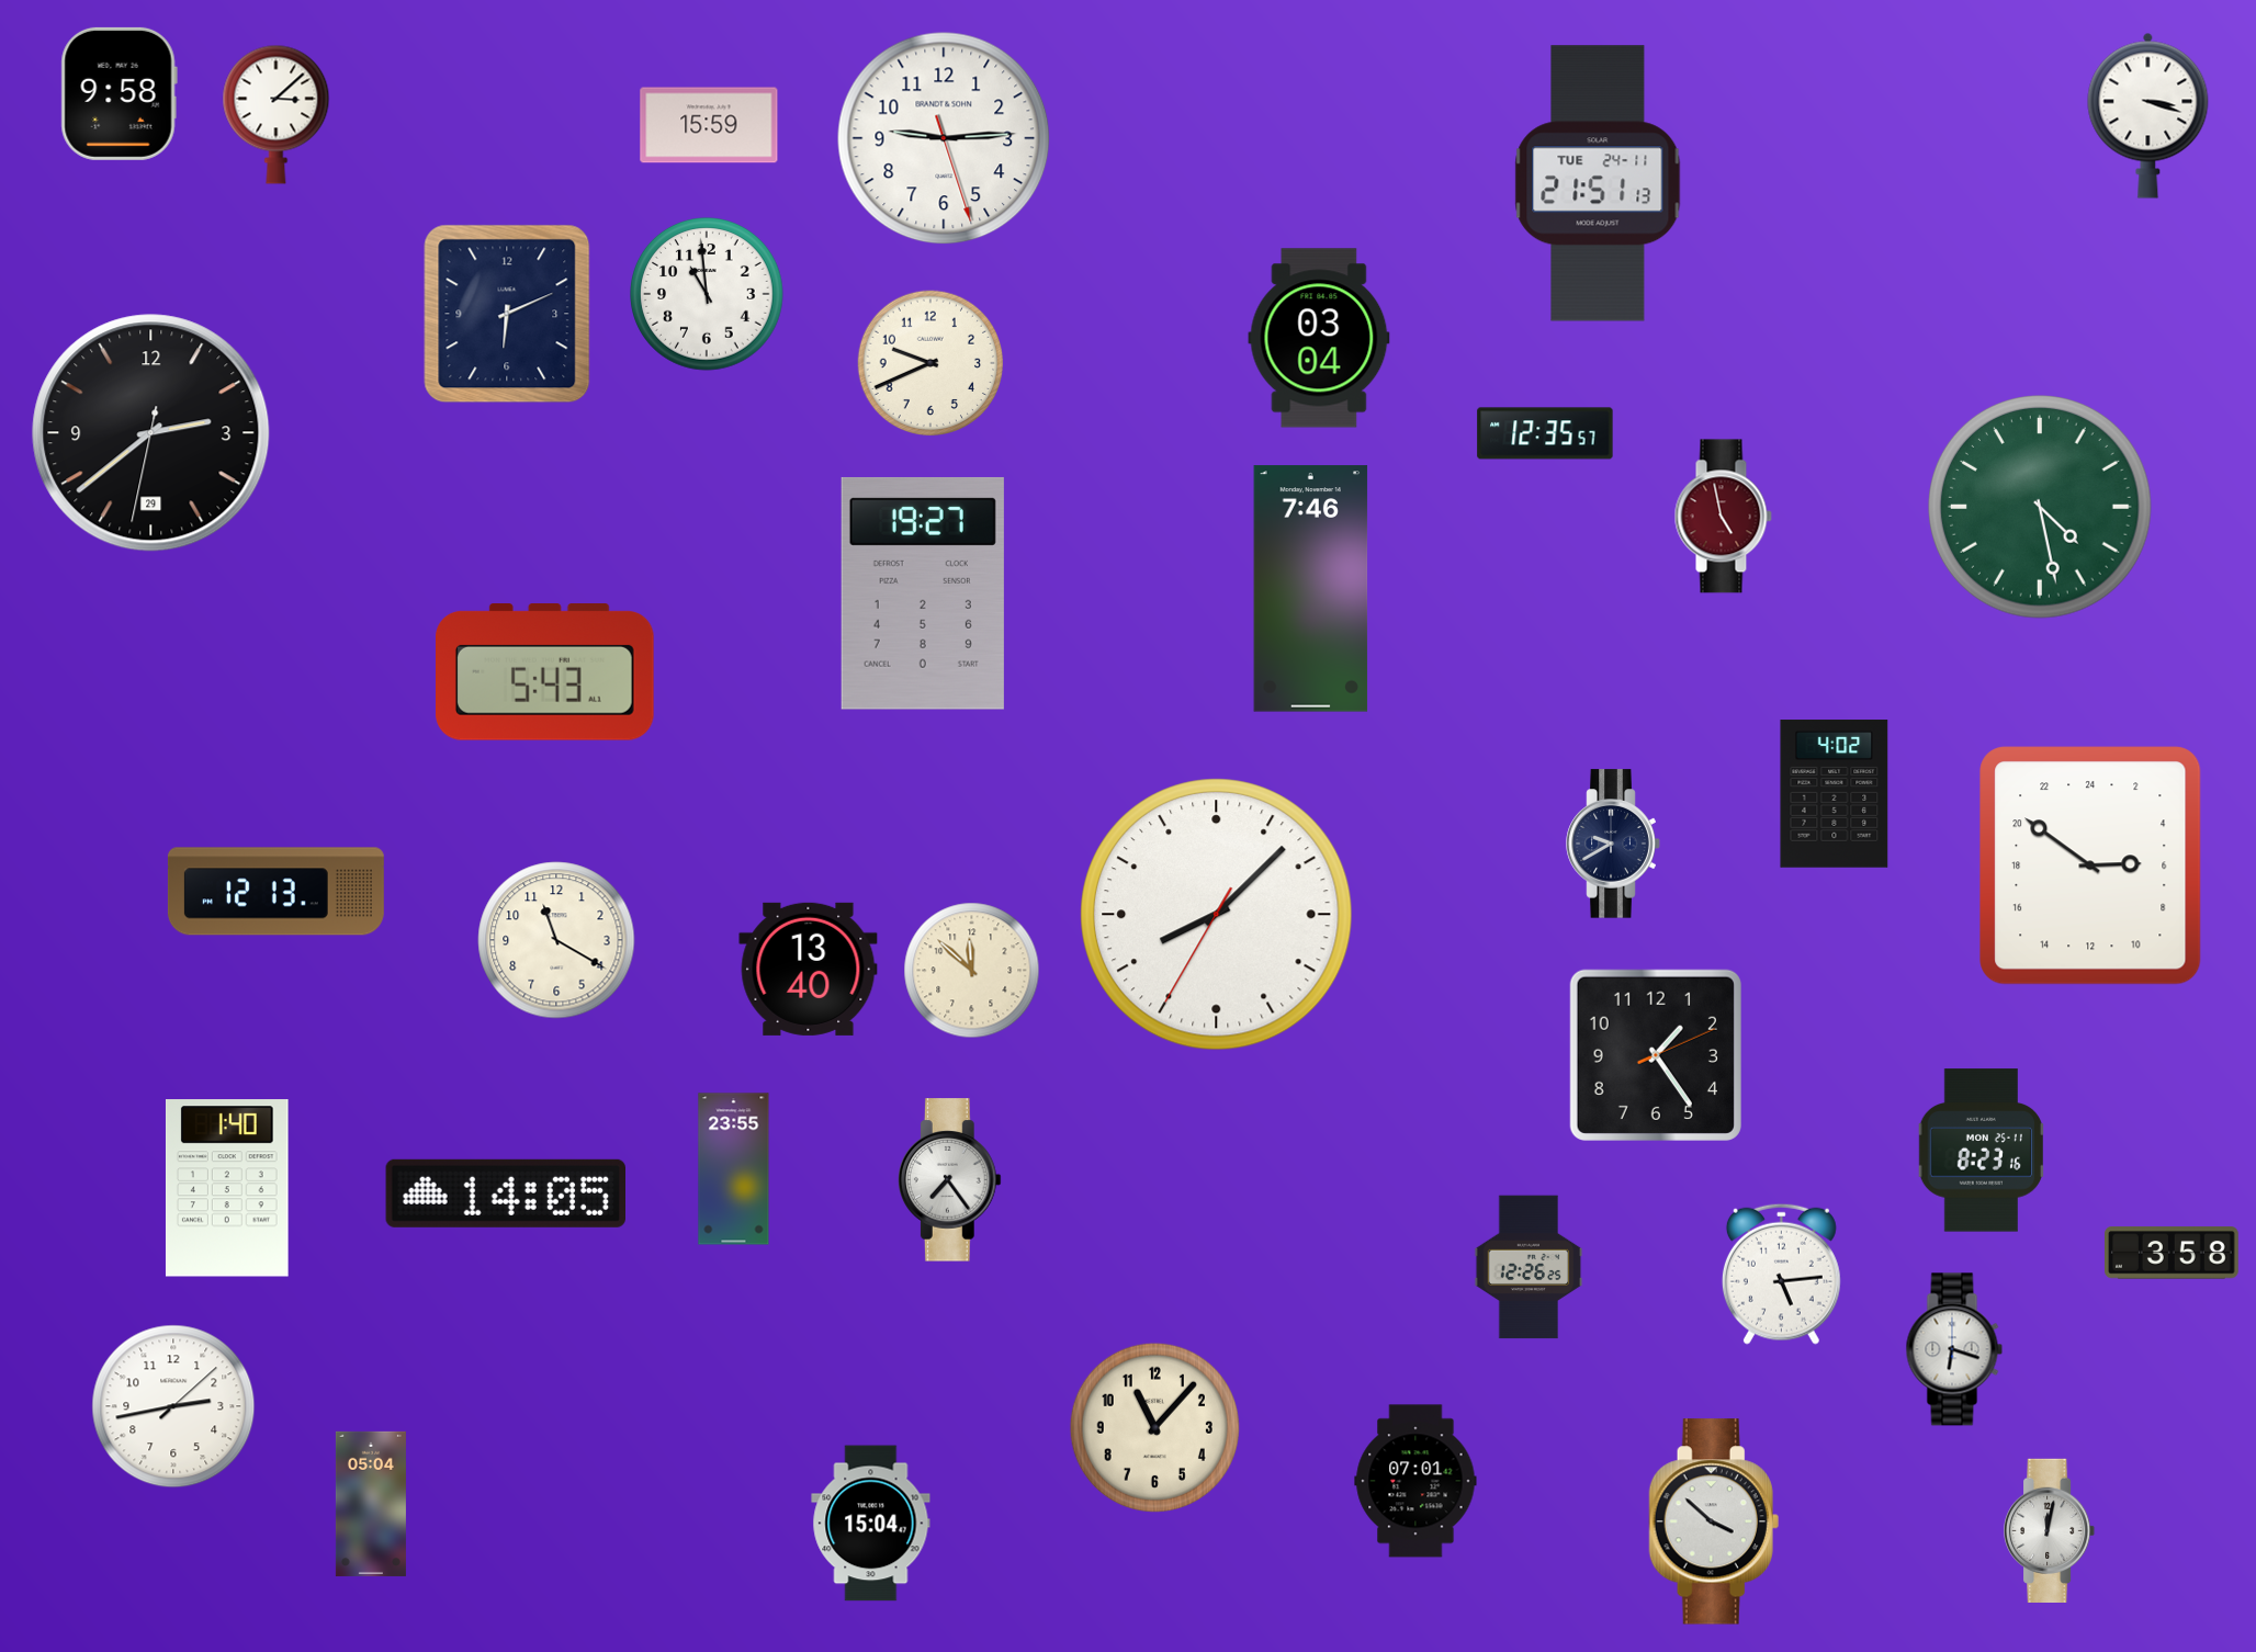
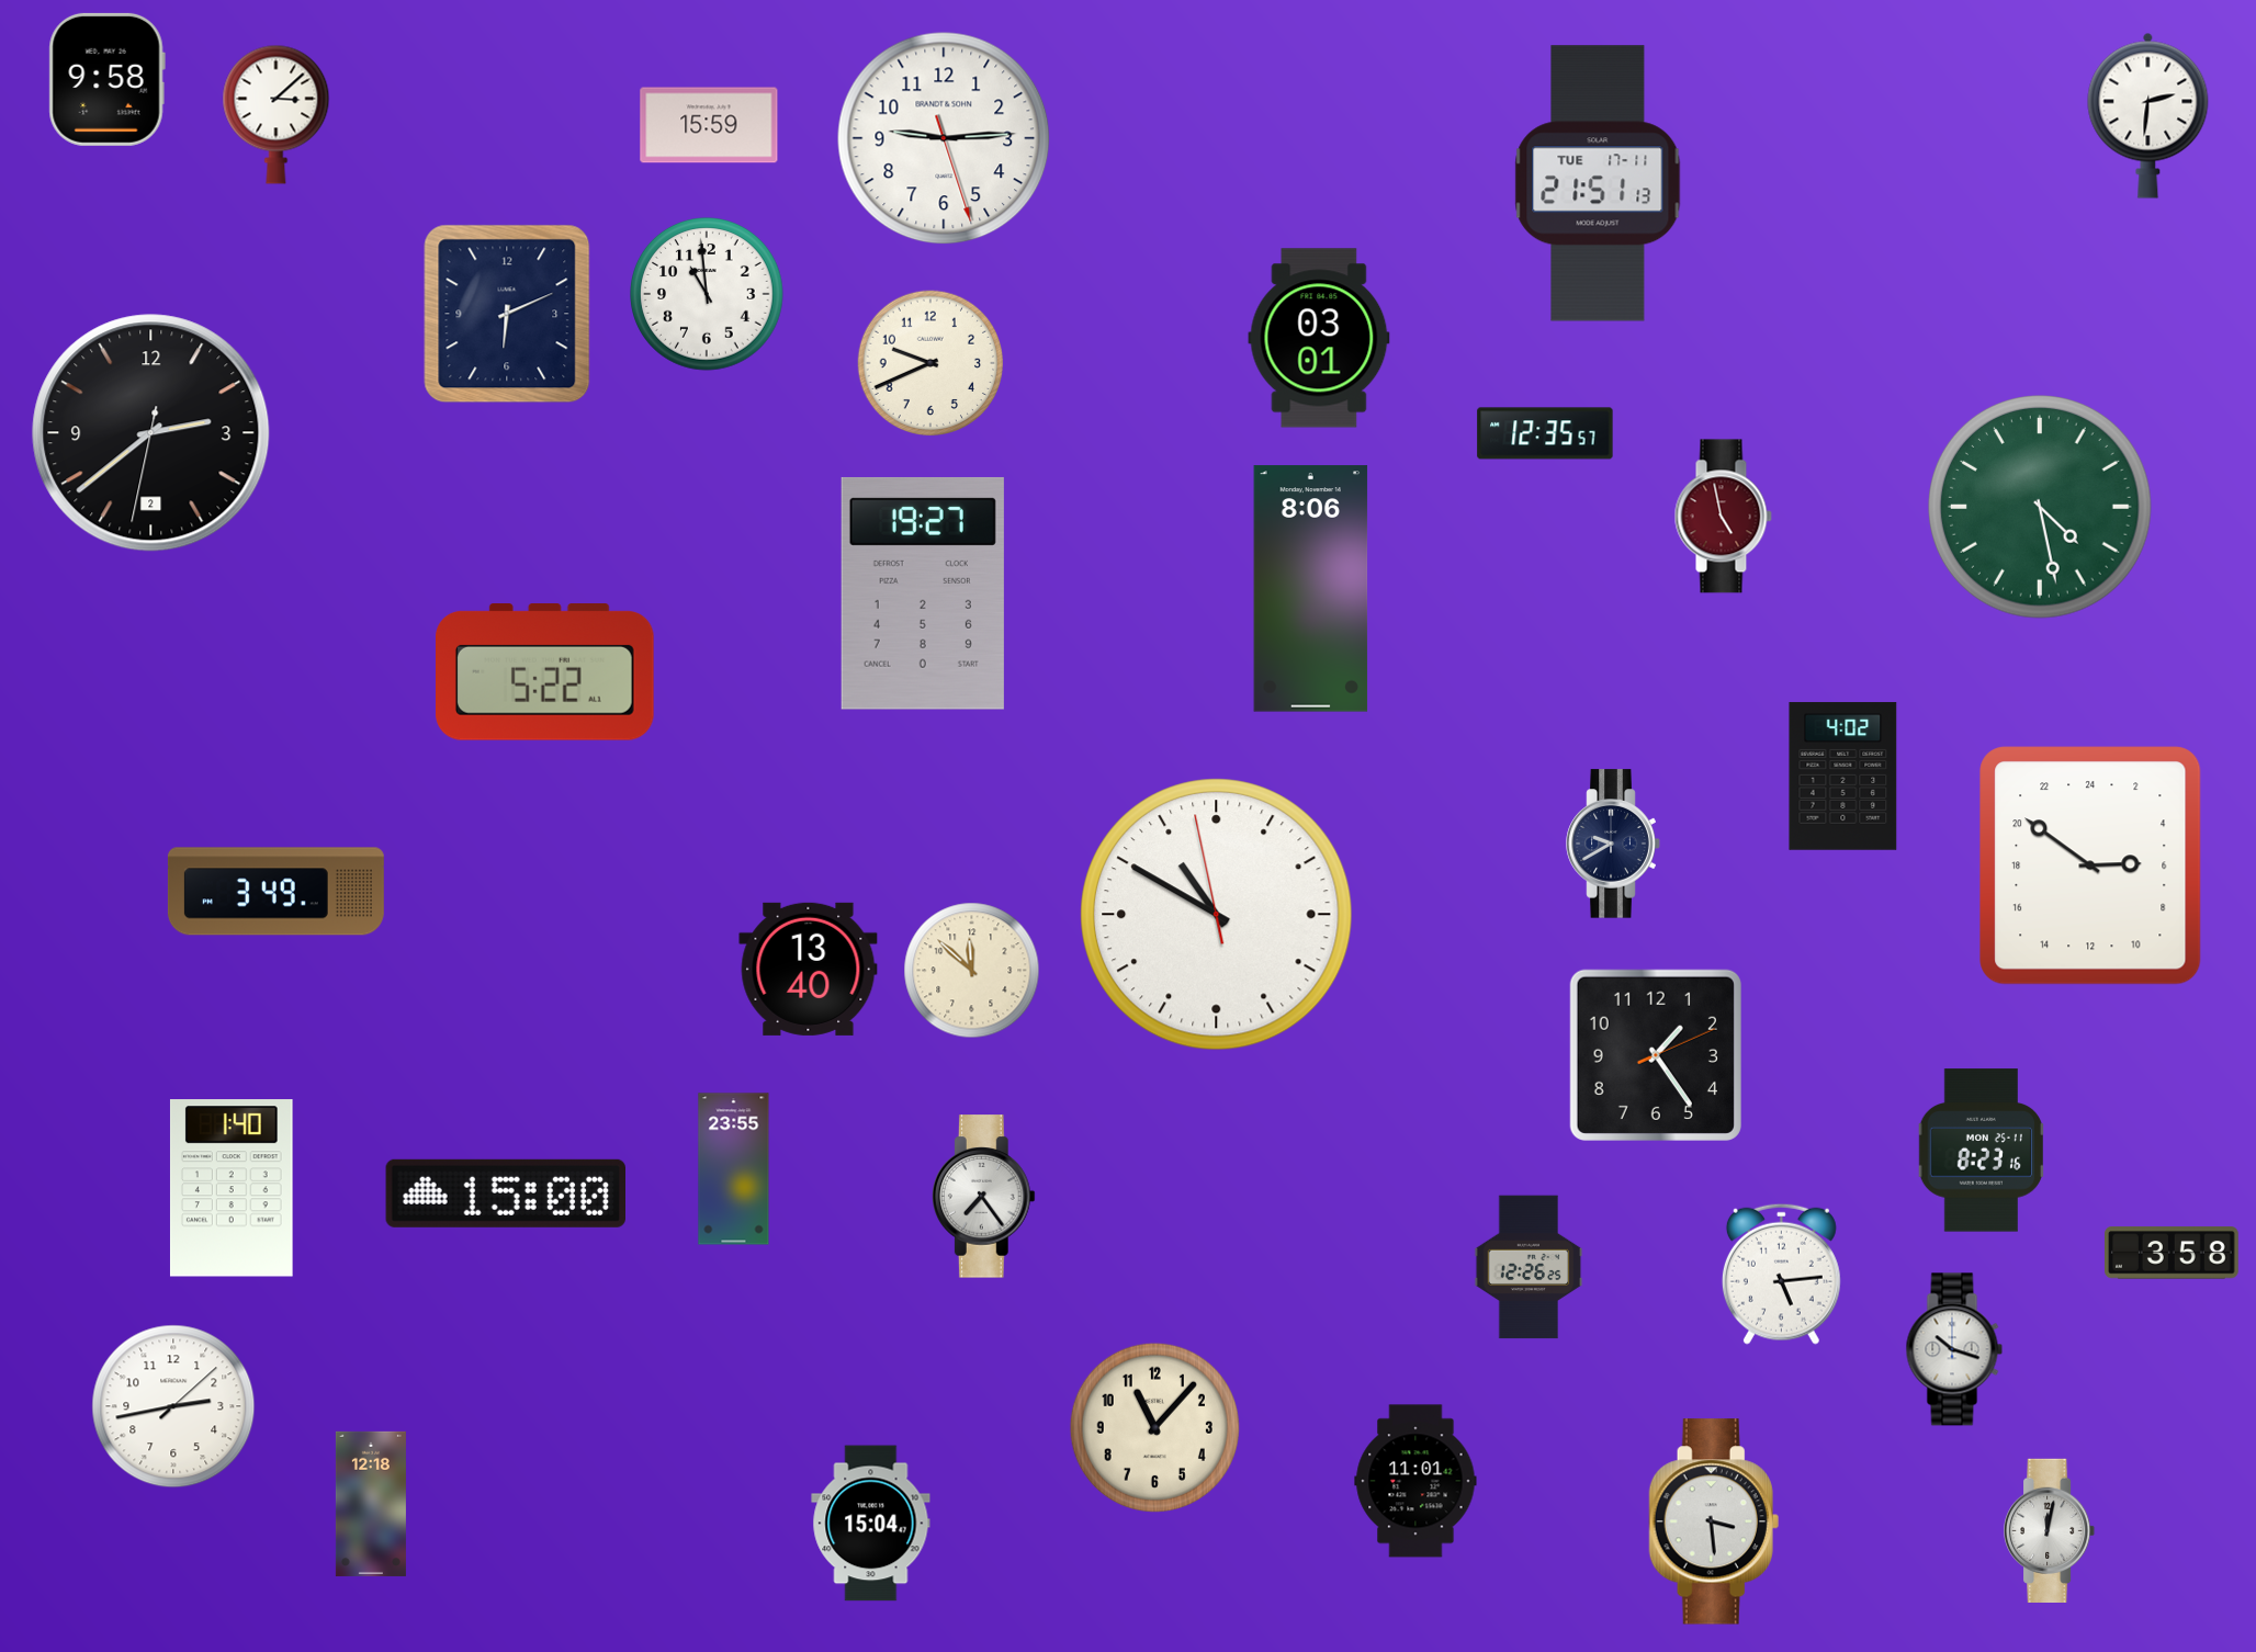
clock at (119, 93) position: (119, 93) -> (106, 79)
clock at (2148, 115): 3:18 -> 2:31
clock at (1598, 183) date: TUE 24-11 -> TUE 17-11
clock at (1319, 338): 03:04 -> 03:01
clock at (151, 433) date: 29 -> 2
clock at (1311, 589): 7:46 -> 8:06
clock at (545, 672): 5:43 -> 5:22
clock at (1835, 794) position: (1835, 794) -> (1843, 777)
clock at (275, 892): 12:13 -> 3:49
clock at (1217, 915): 8:07 -> 10:49
clock at (556, 940): 11:20 -> none
clock at (949, 1180) position: (949, 1180) -> (983, 1197)
clock at (227, 1188) position: (227, 1188) -> (232, 1188)
clock at (505, 1193): 14:05 -> 15:00
clock at (1954, 1349): 6:18 -> 10:18
clock at (1415, 1481): 07:01 -> 11:01
clock at (371, 1504): 05:04 -> 12:18
clock at (1714, 1521): 3:52 -> 3:29
